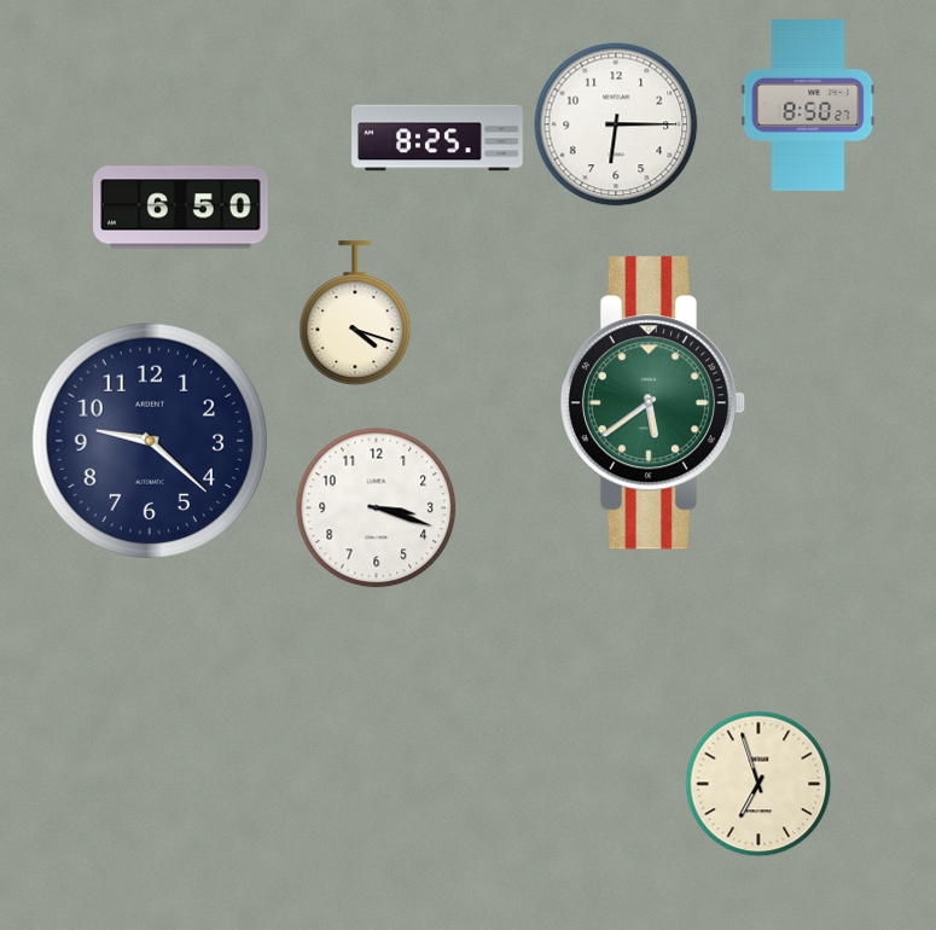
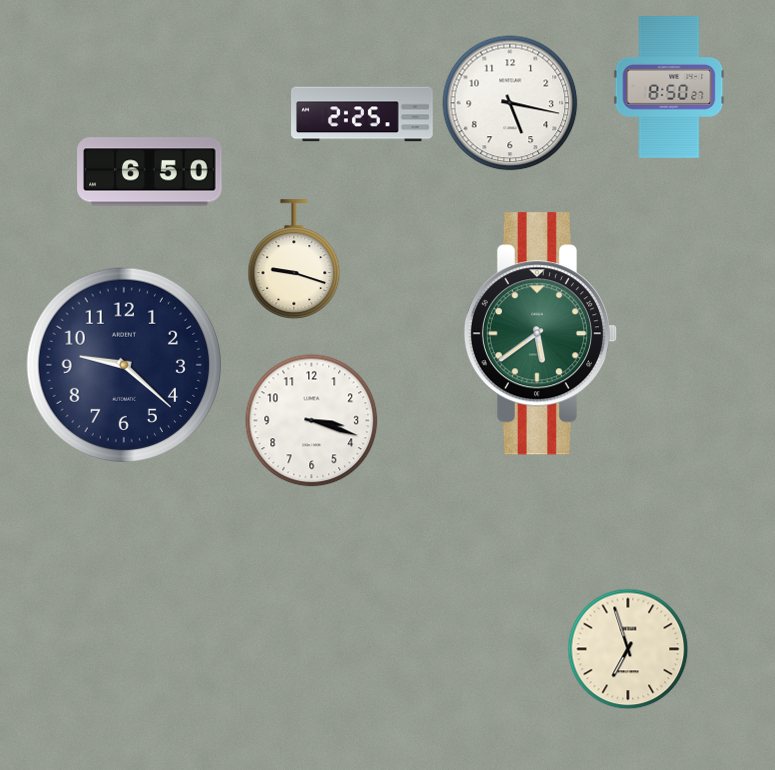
clock at (616, 124): 6:15 -> 5:17
clock at (437, 138): 8:25 -> 2:25
clock at (355, 313): 4:18 -> 9:18
